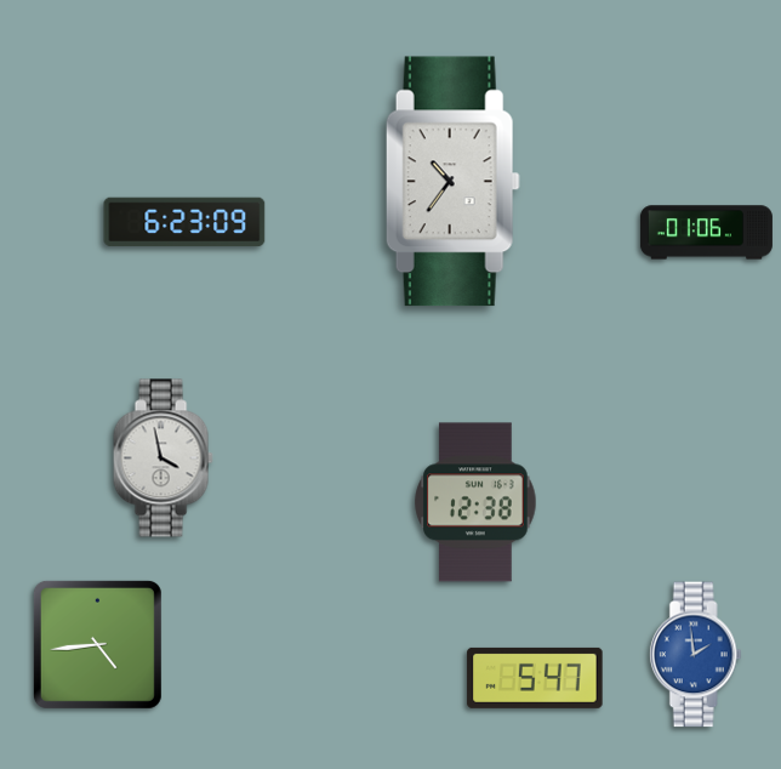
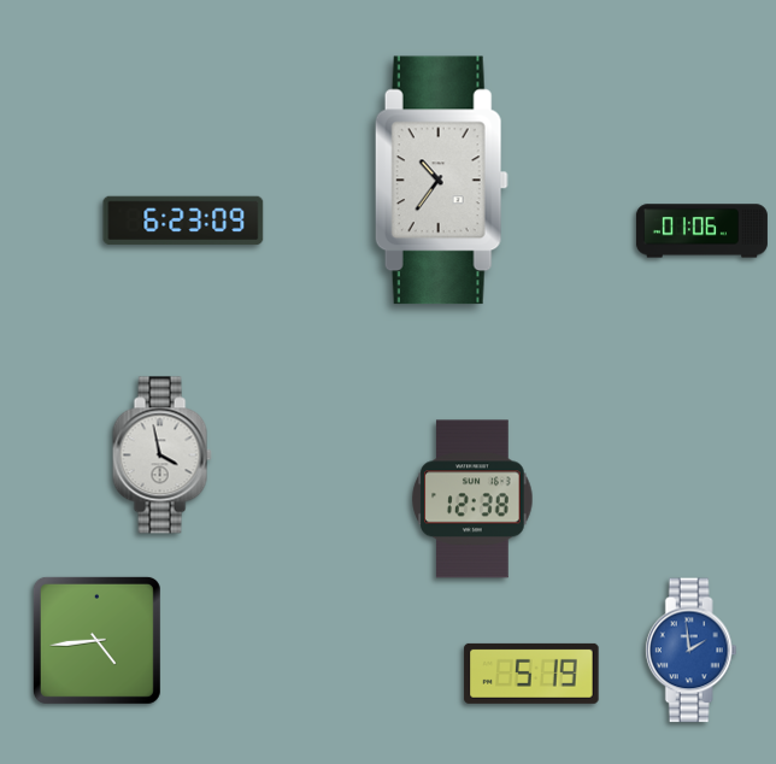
clock at (452, 182) position: (452, 182) -> (441, 181)
clock at (535, 678): 5:47 -> 5:19
